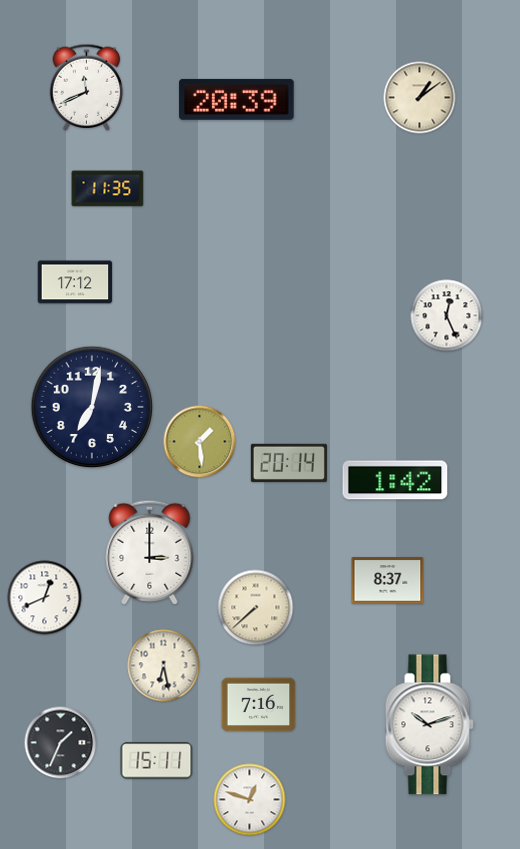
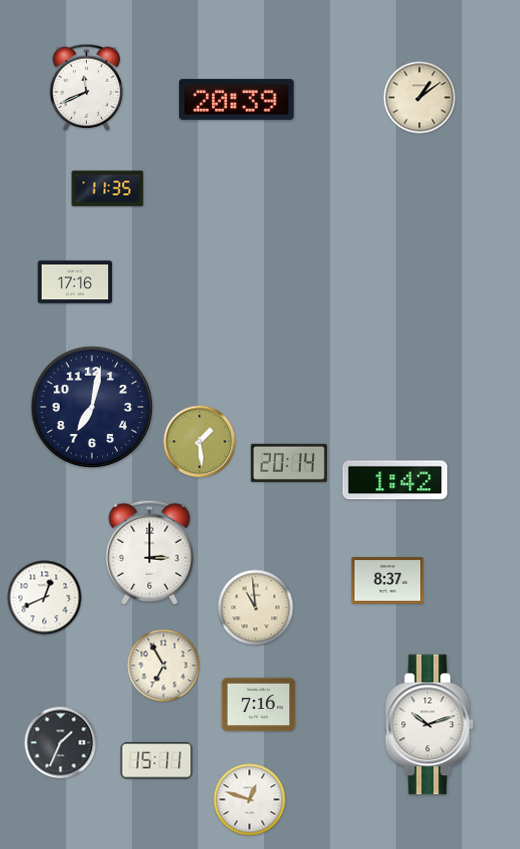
clock at (75, 282): 17:12 -> 17:16
clock at (447, 316): 12:26 -> none
clock at (256, 608): 7:38 -> 10:59
clock at (164, 666): 6:28 -> 6:55
